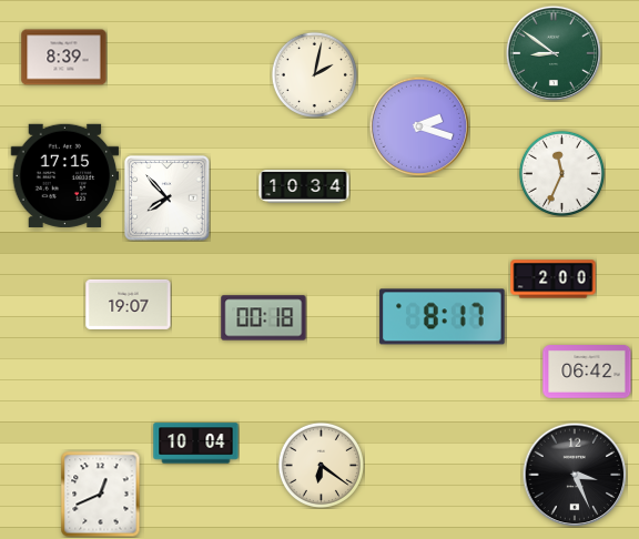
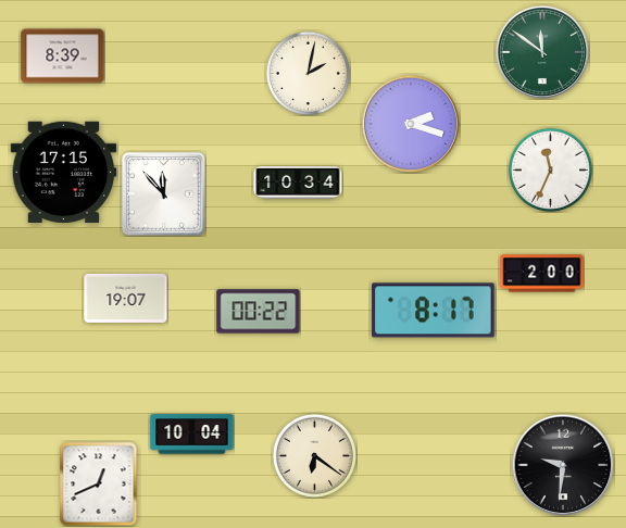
clock at (552, 52): 8:51 -> 11:51
clock at (168, 199): 7:53 -> 11:53
clock at (264, 318): 00:18 -> 00:22
clock at (587, 373): 06:42 -> none
clock at (575, 475): 3:26 -> 9:31
